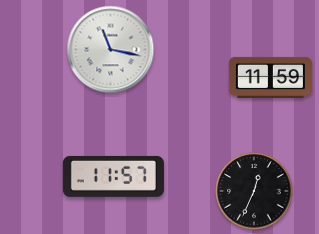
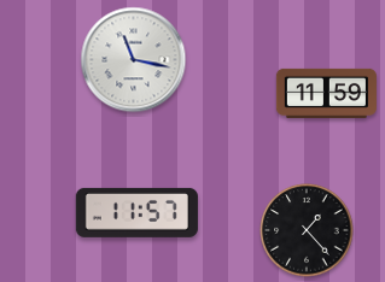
clock at (254, 191): 12:34 -> 1:23
